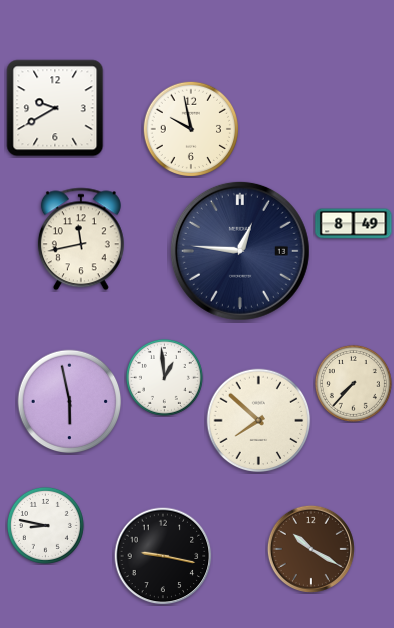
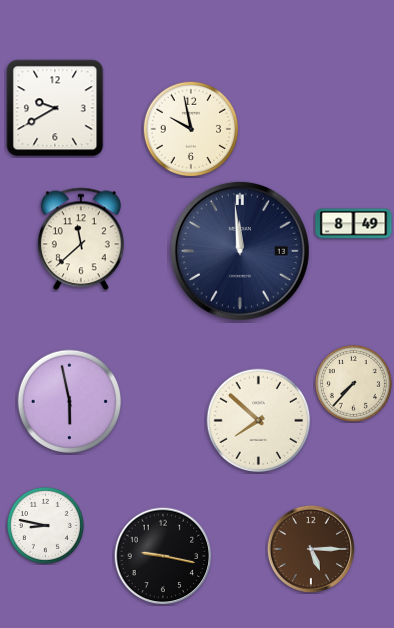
clock at (81, 239): 11:43 -> 11:38
clock at (240, 251): 12:46 -> 11:59
clock at (164, 377): 12:59 -> none
clock at (311, 549): 10:20 -> 5:15
